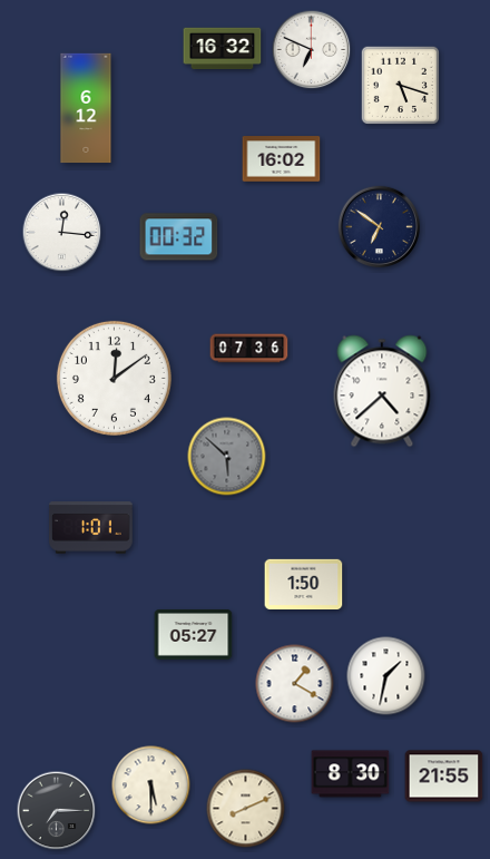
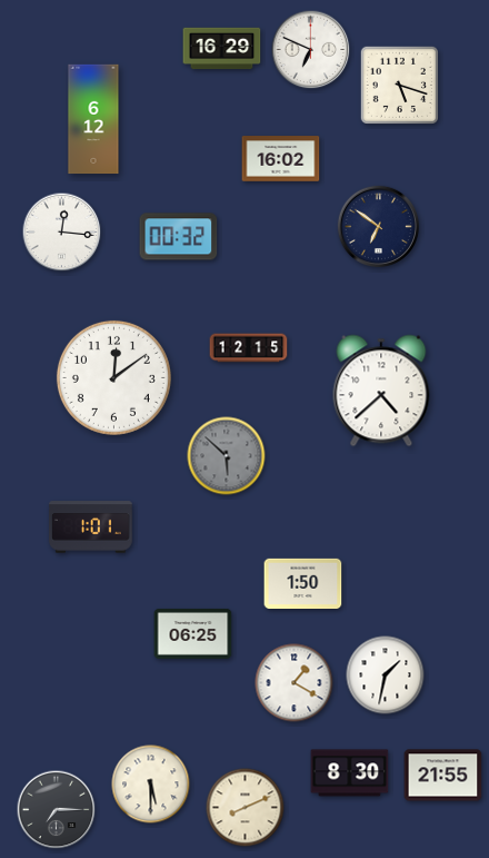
clock at (223, 49): 16:32 -> 16:29
clock at (86, 108) position: (86, 108) -> (93, 119)
clock at (249, 349): 07:36 -> 12:15
clock at (194, 634): 05:27 -> 06:25
